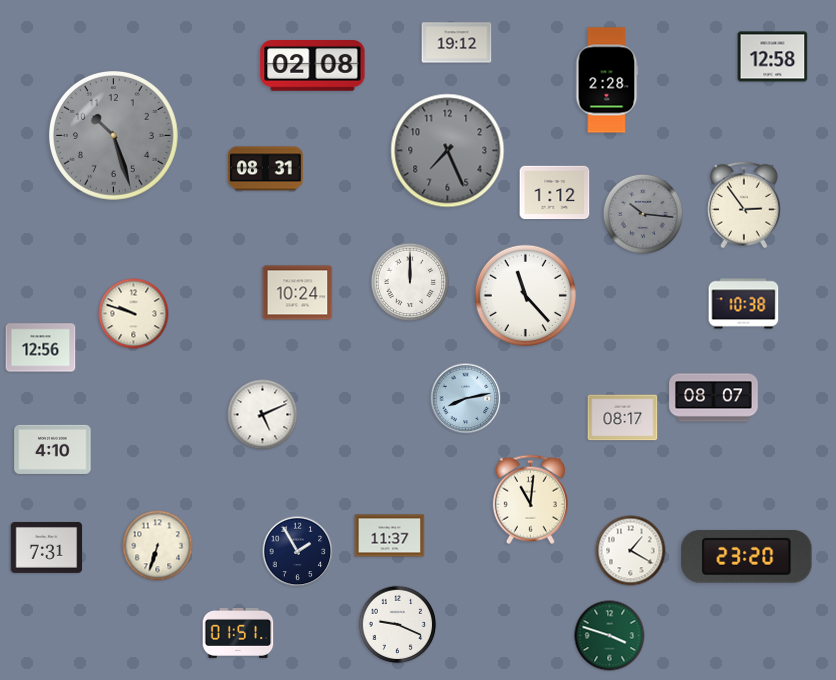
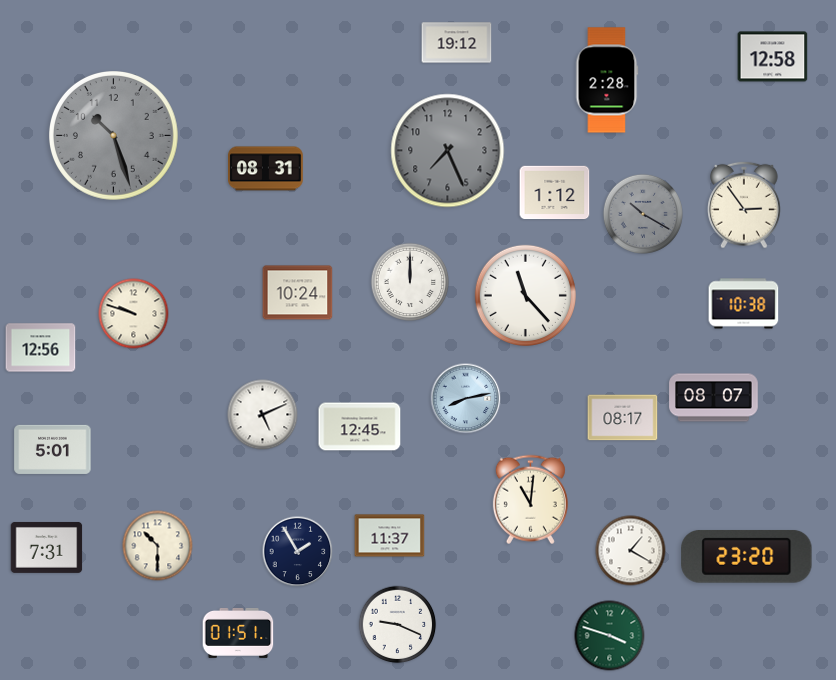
clock at (313, 66): 02:08 -> none
clock at (643, 214): 10:16 -> 10:20
clock at (360, 427): none -> 12:45
clock at (53, 449): 4:10 -> 5:01
clock at (158, 546): 6:33 -> 10:30
